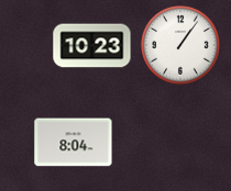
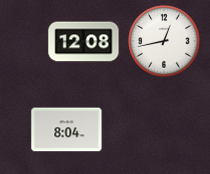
clock at (180, 45): 1:06 -> 12:43
clock at (92, 46): 10:23 -> 12:08
